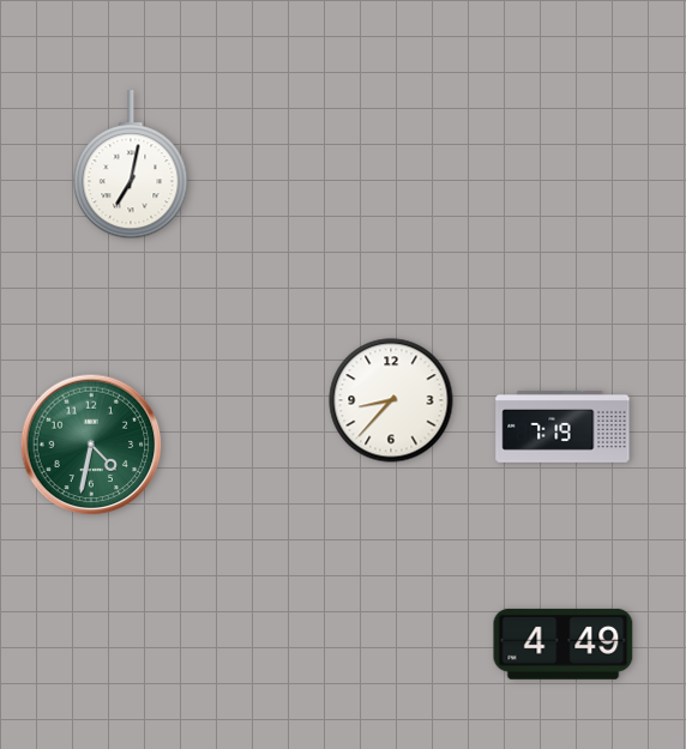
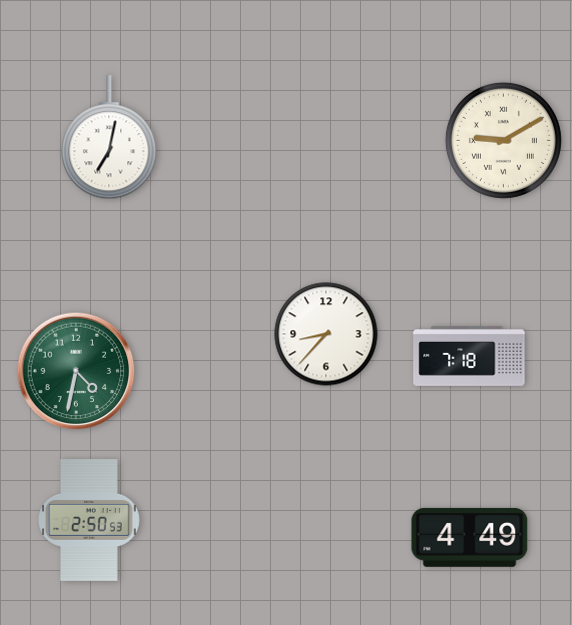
clock at (503, 140): none -> 9:10
clock at (562, 427): 7:19 -> 7:18
clock at (89, 521): none -> 2:50
